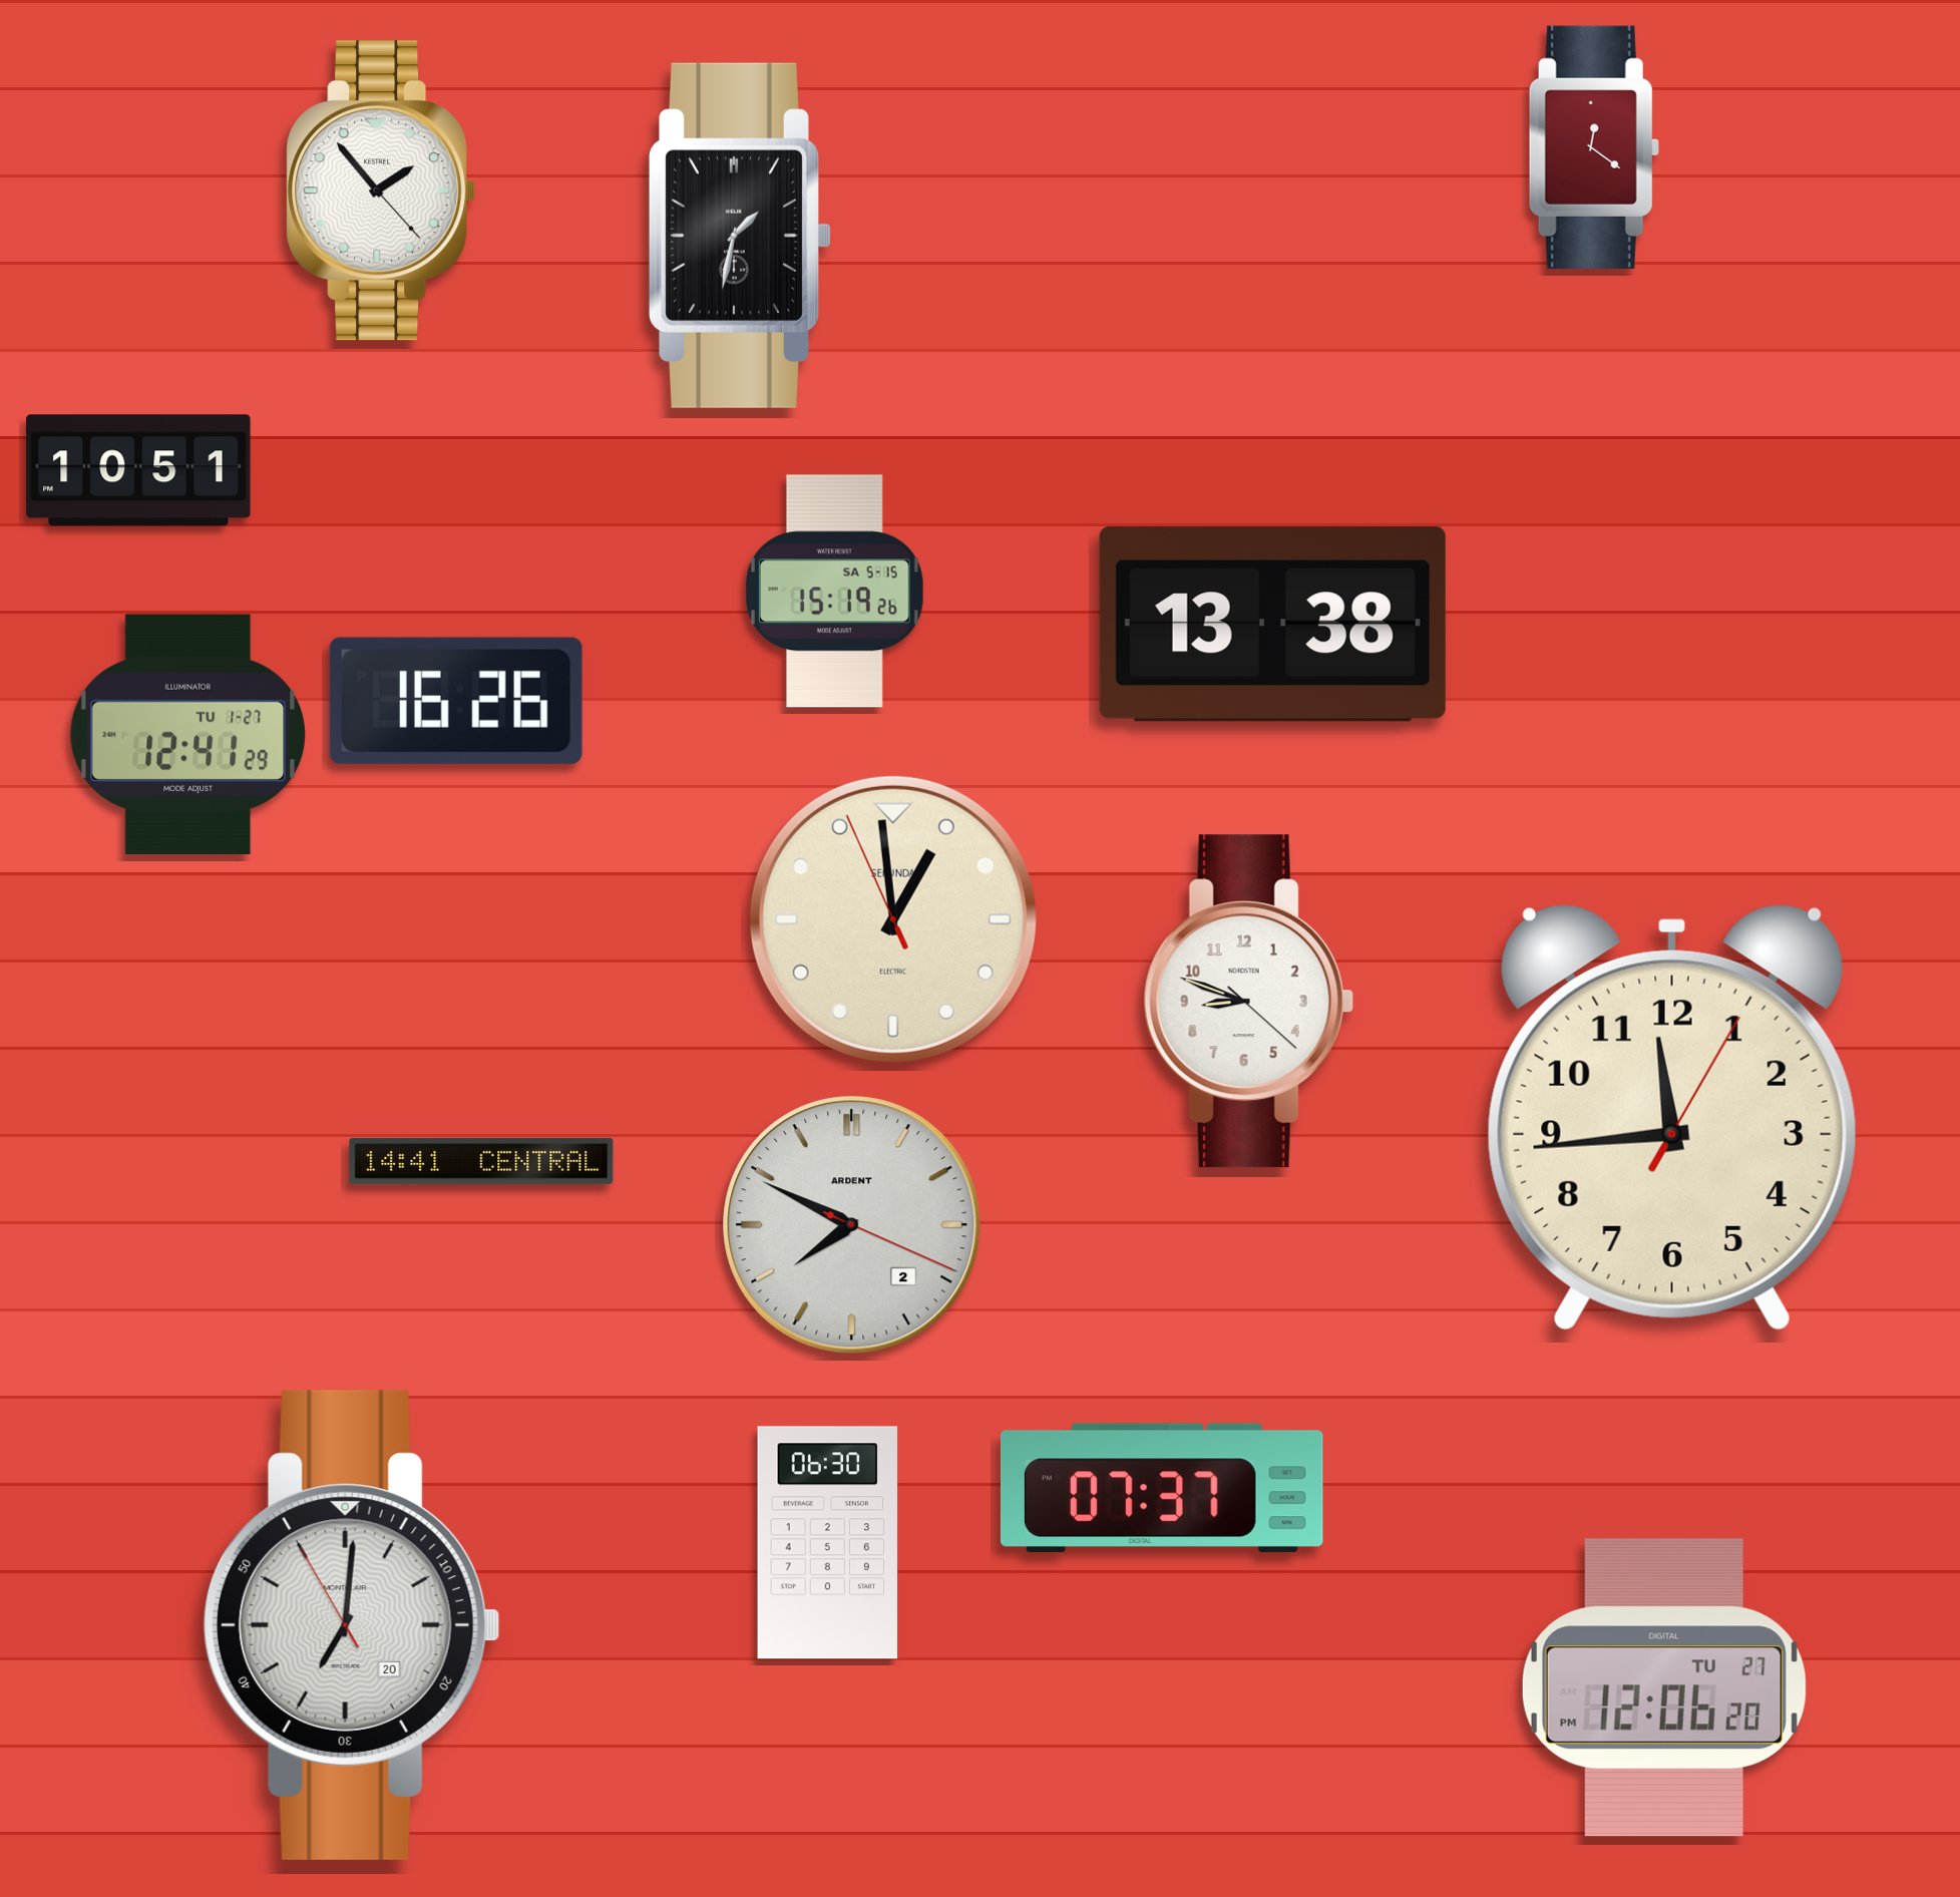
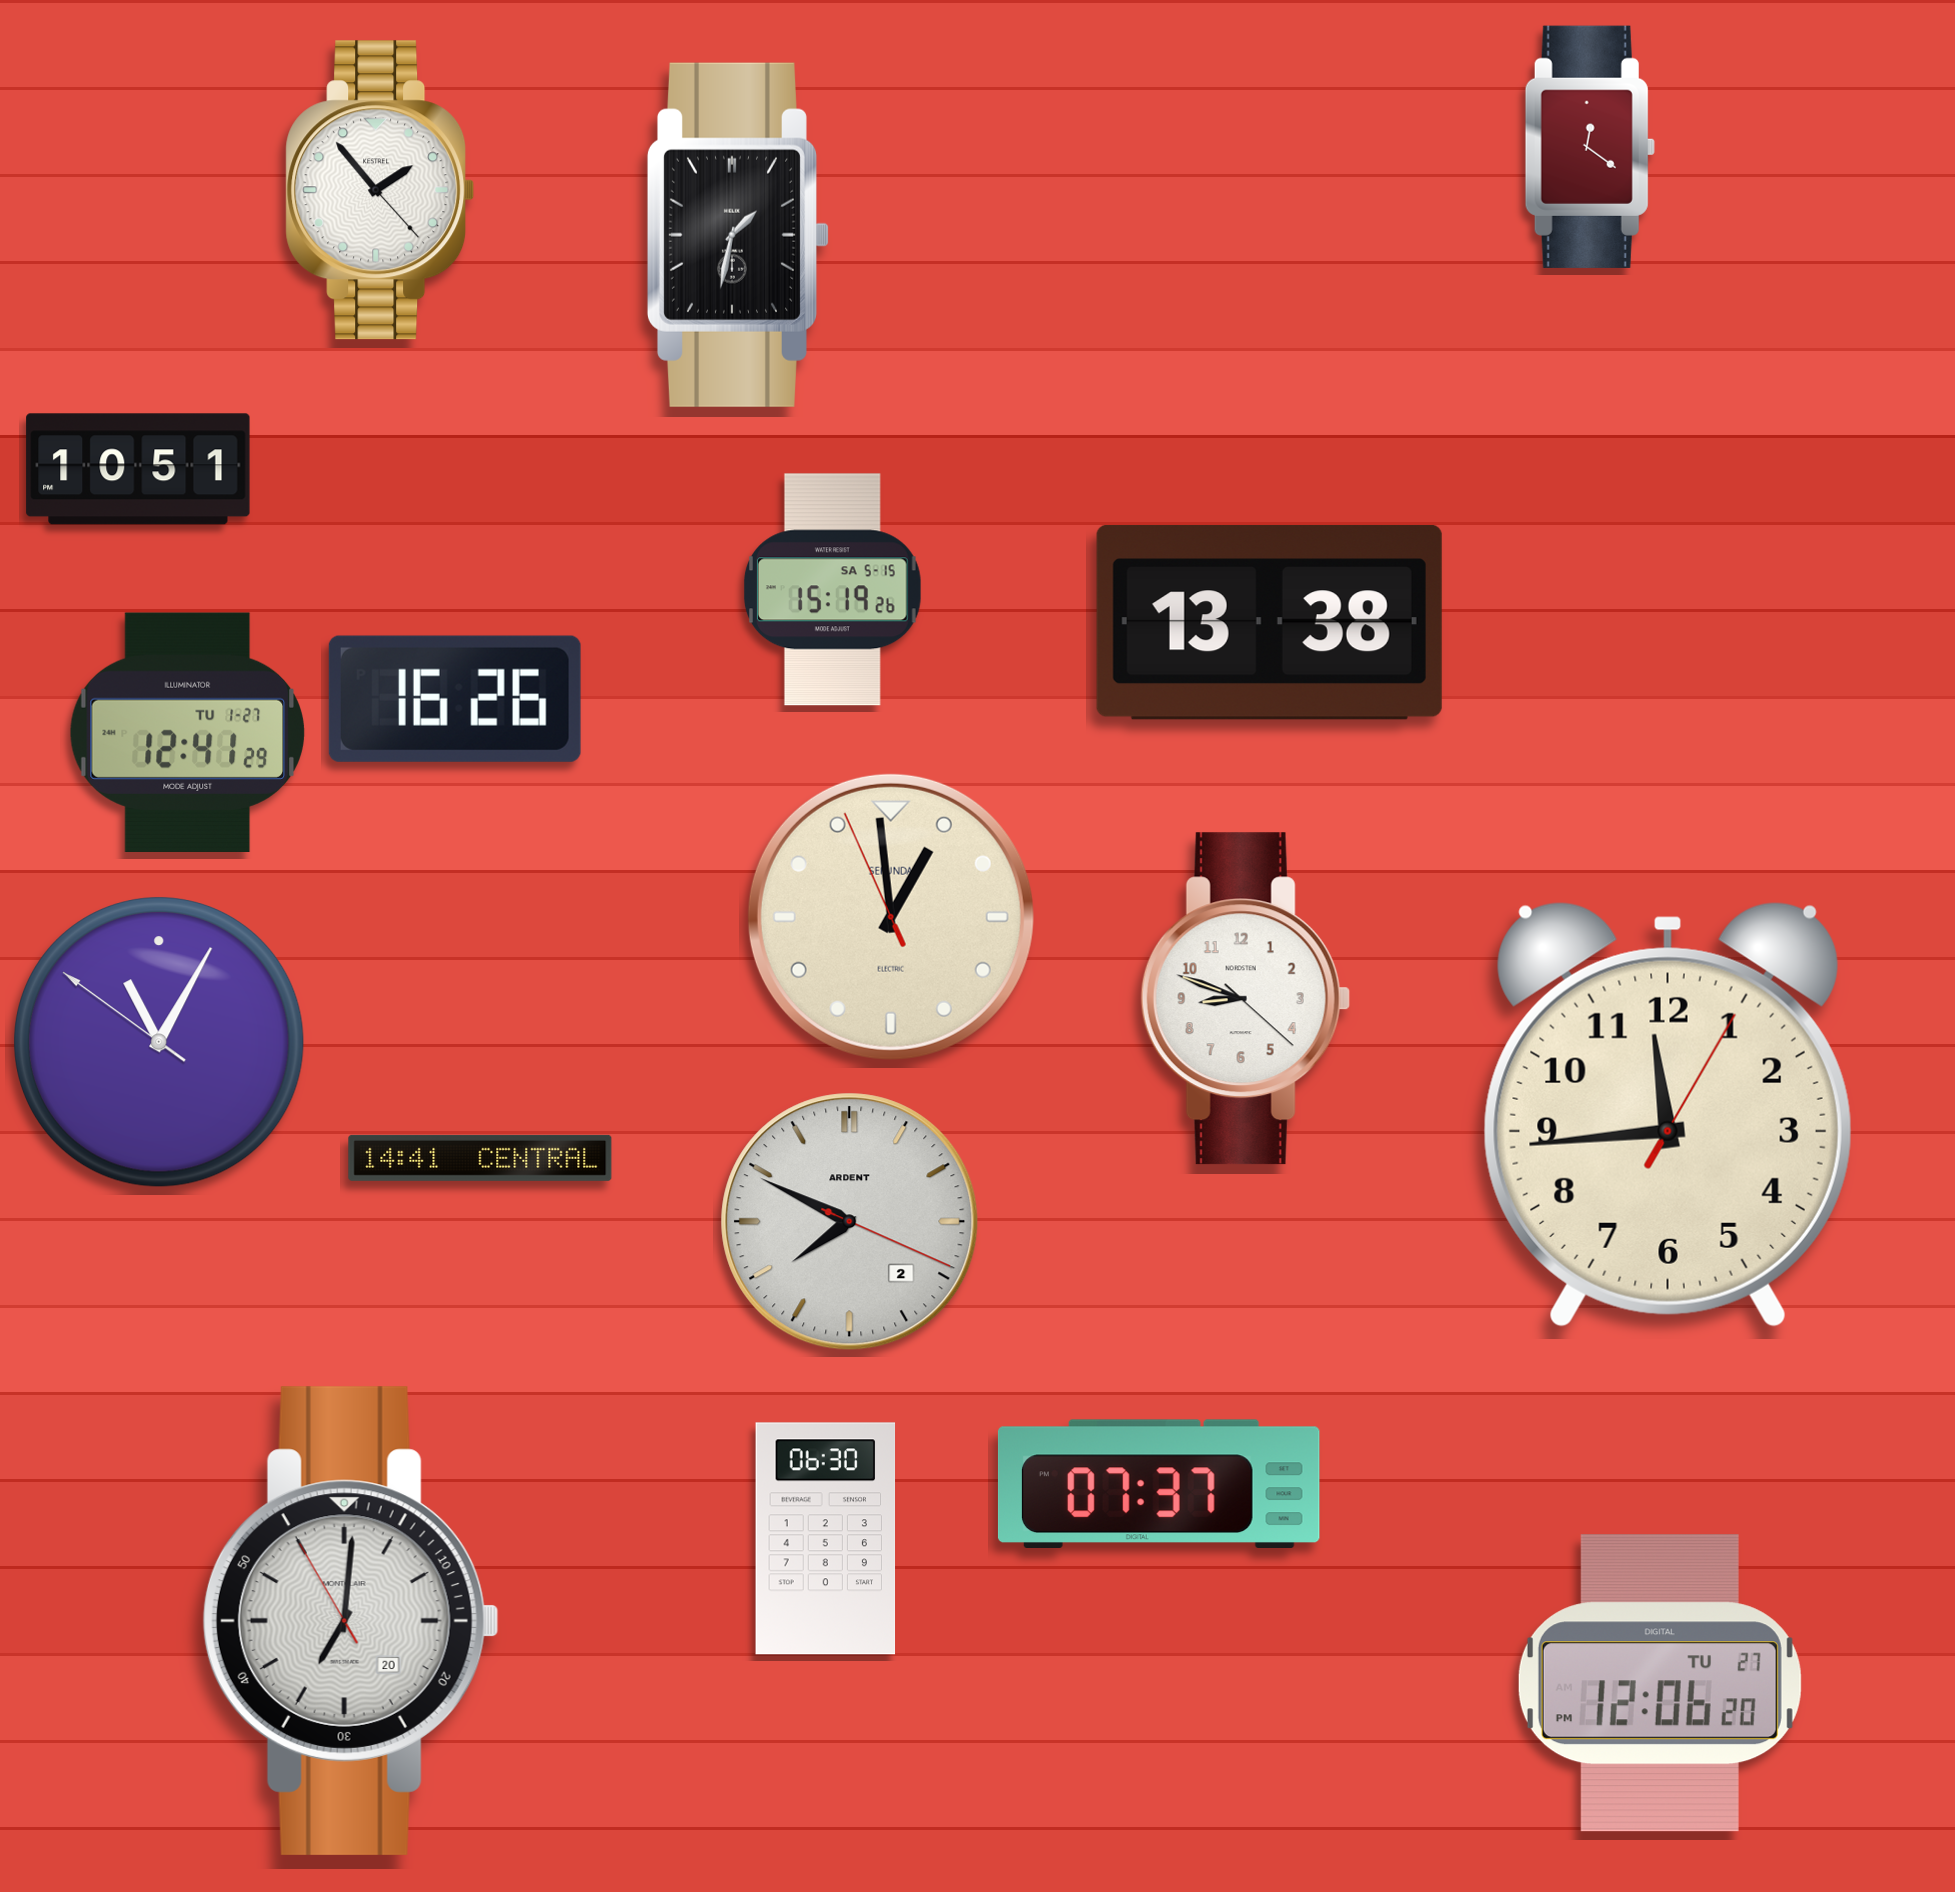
clock at (159, 1042): none -> 11:04
